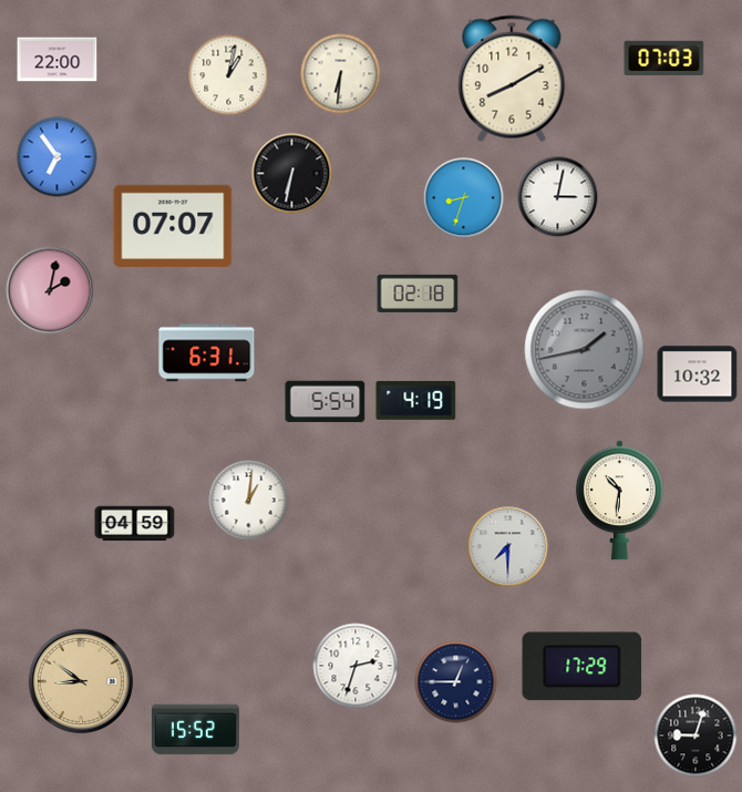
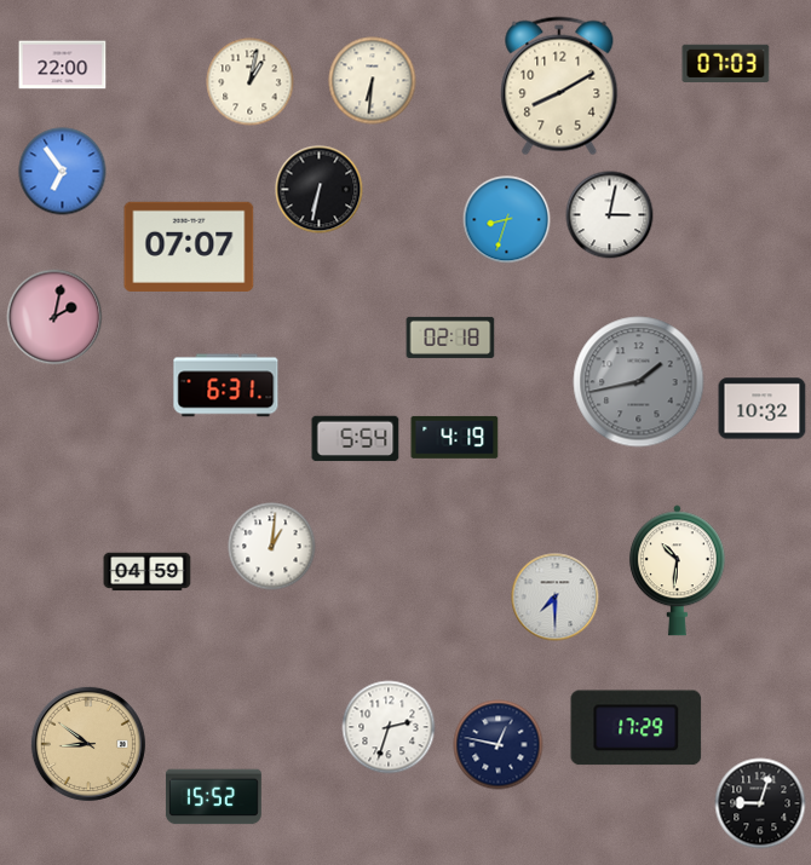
clock at (464, 198) position: (464, 198) -> (507, 220)
clock at (418, 294) position: (418, 294) -> (450, 338)
clock at (619, 501) position: (619, 501) -> (677, 571)
clock at (456, 682): 12:45 -> 12:47
